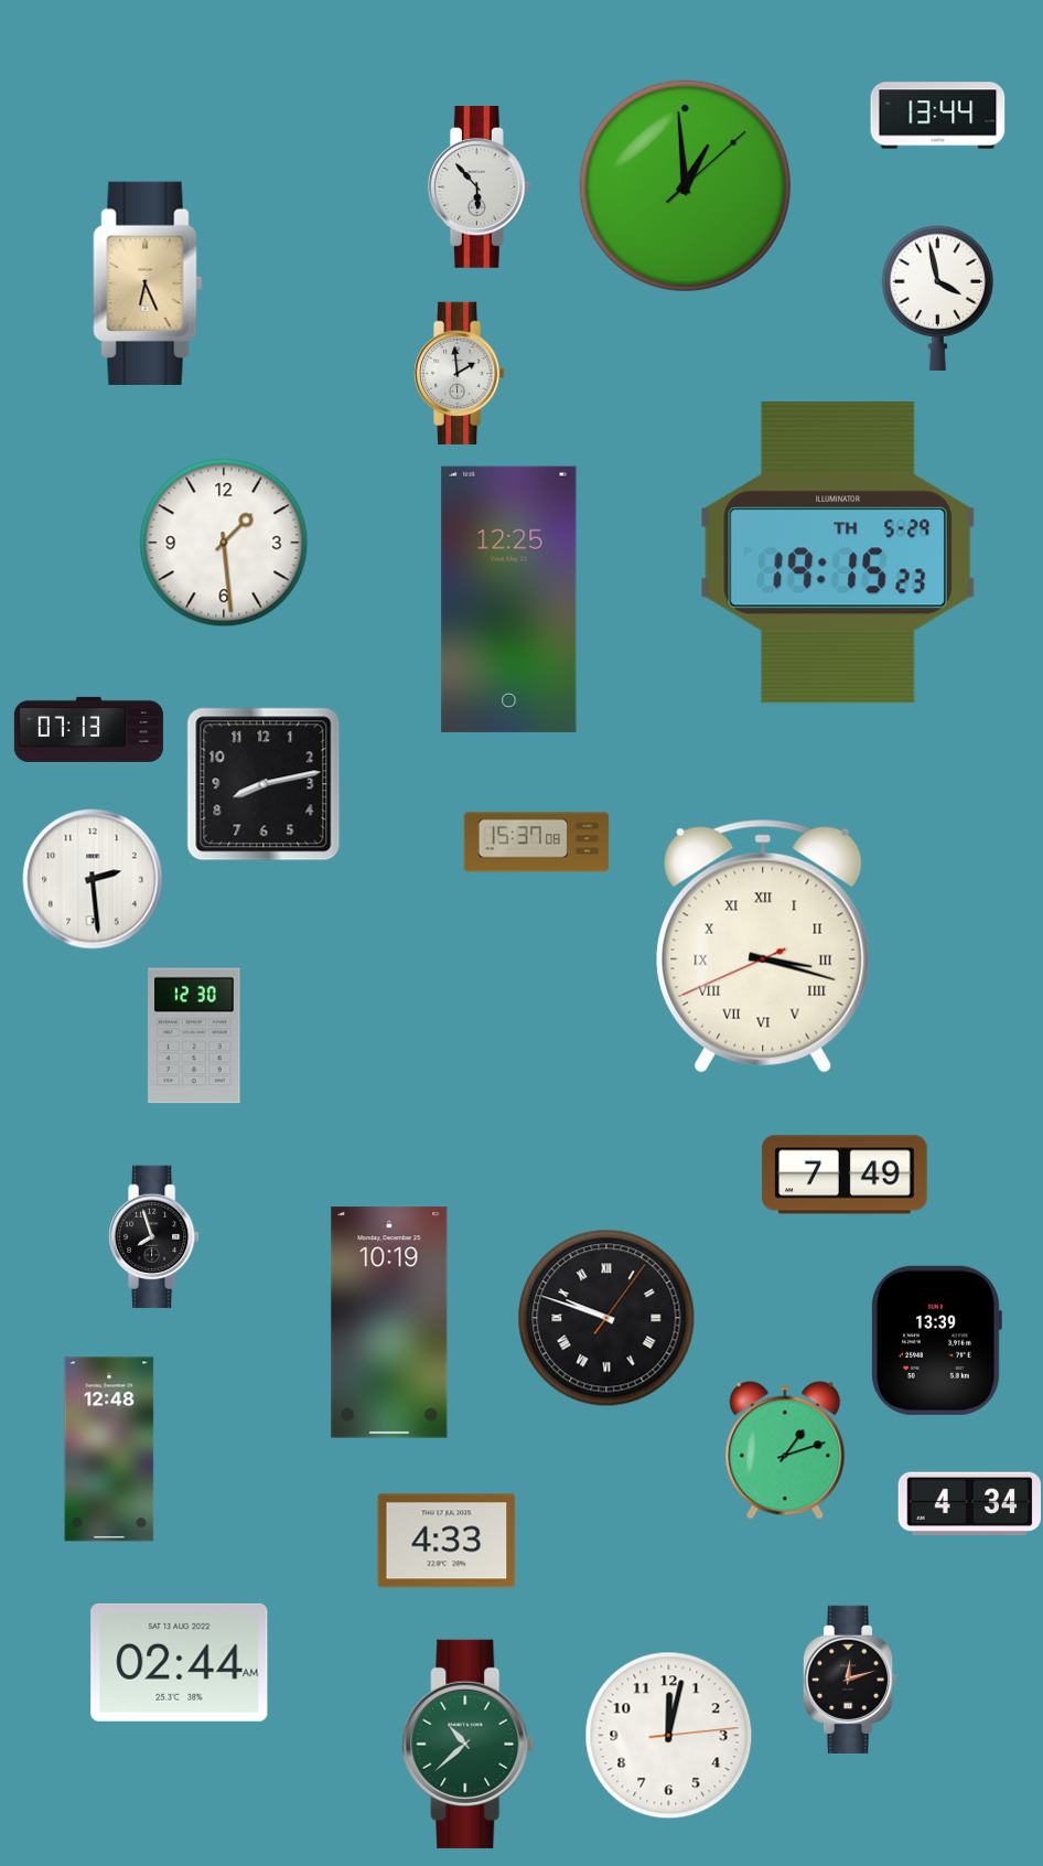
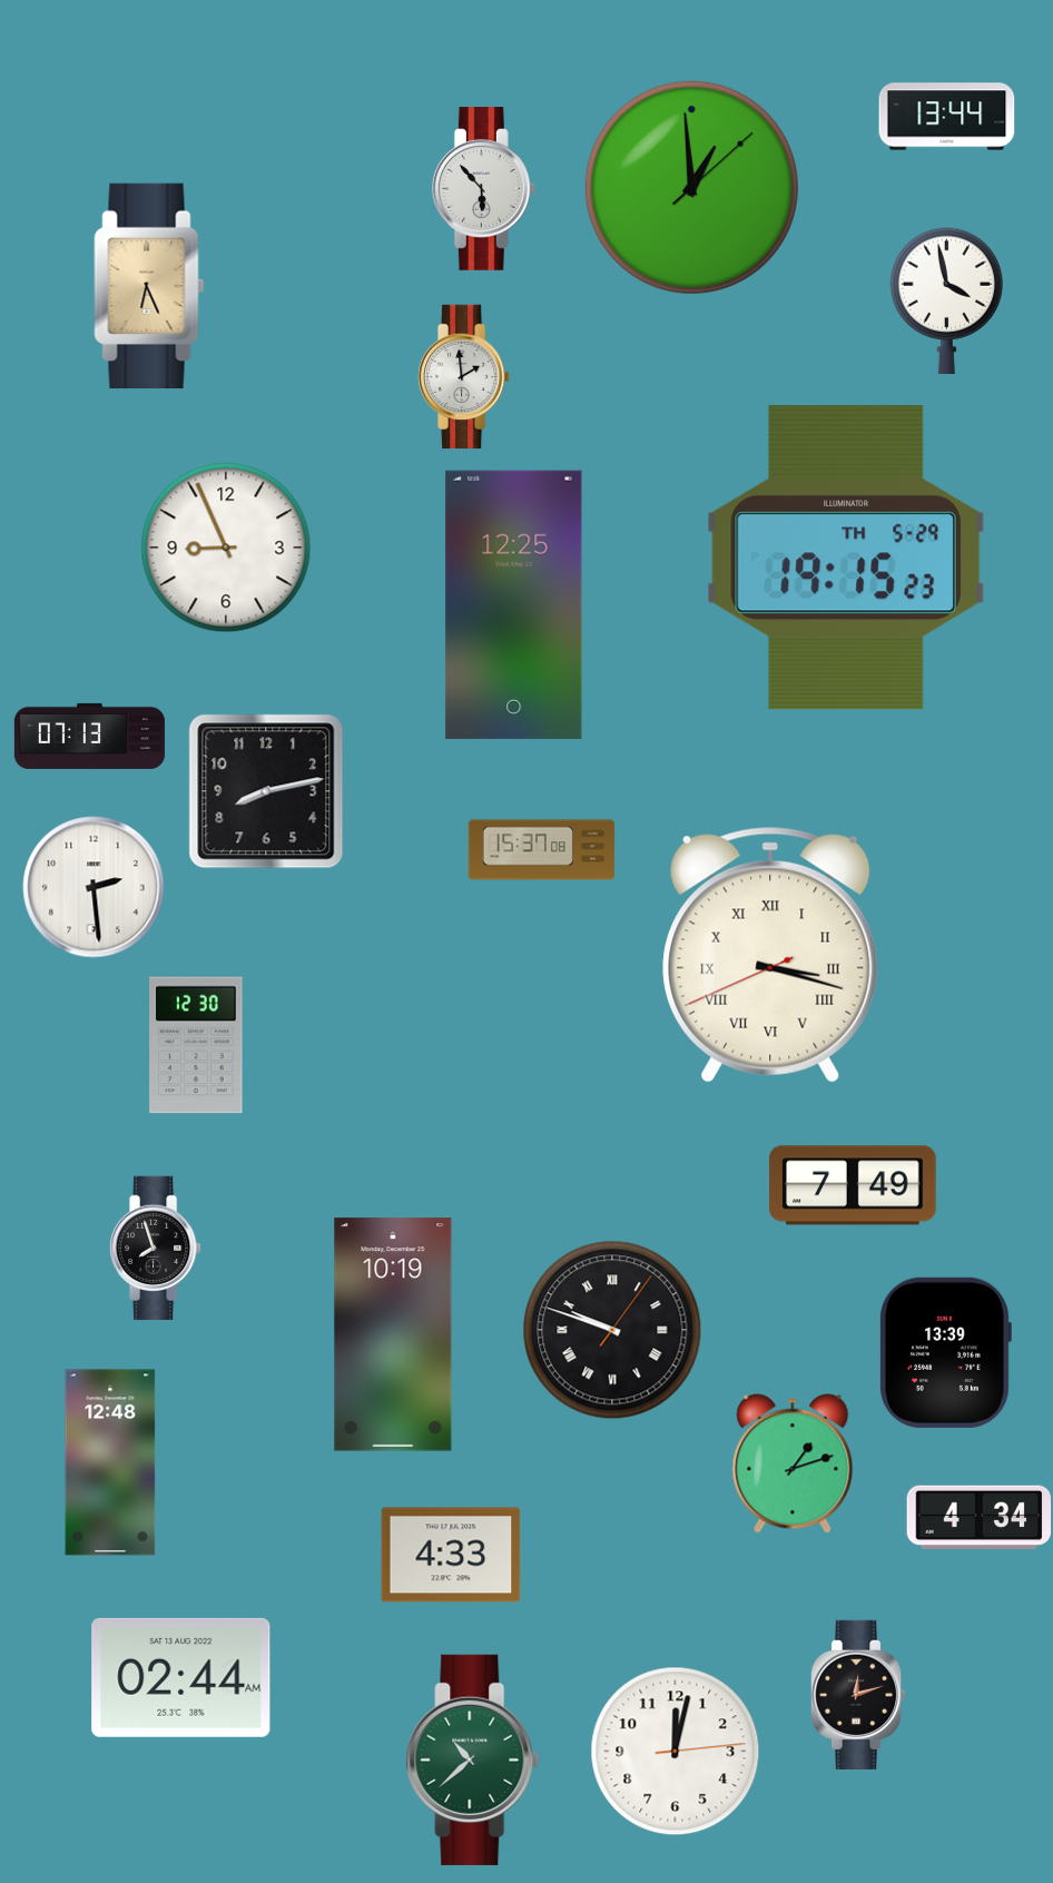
clock at (224, 543): 1:29 -> 8:56
